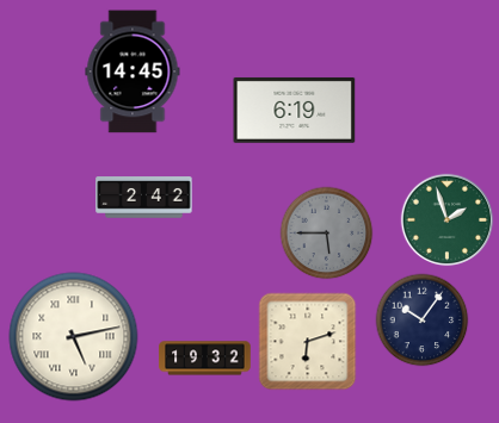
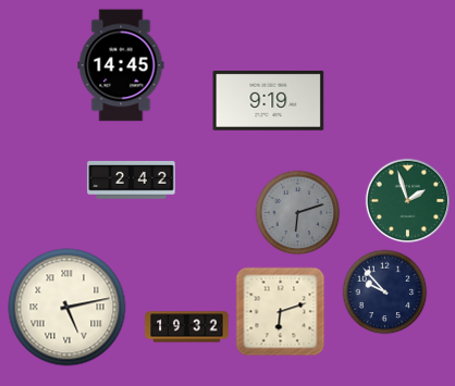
clock at (295, 110): 6:19 -> 9:19
clock at (326, 232): 5:45 -> 6:12
clock at (421, 319): 10:06 -> 9:53
